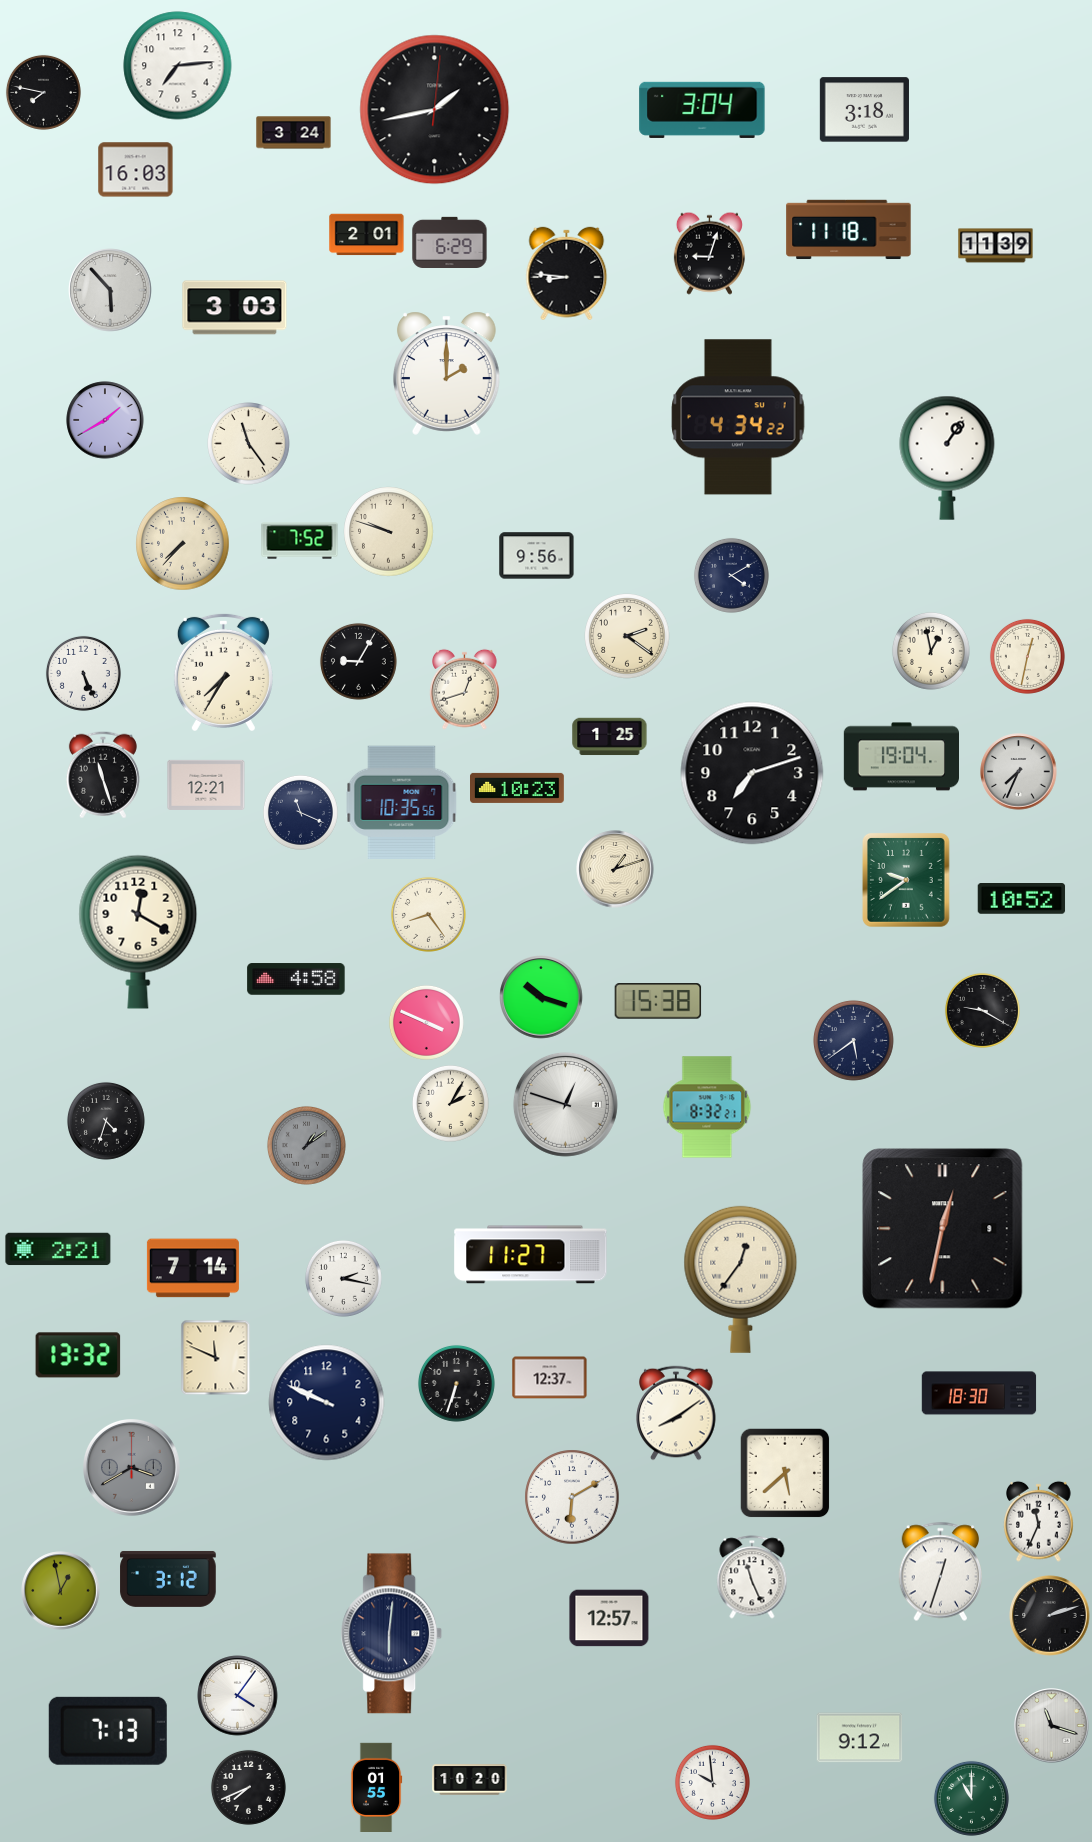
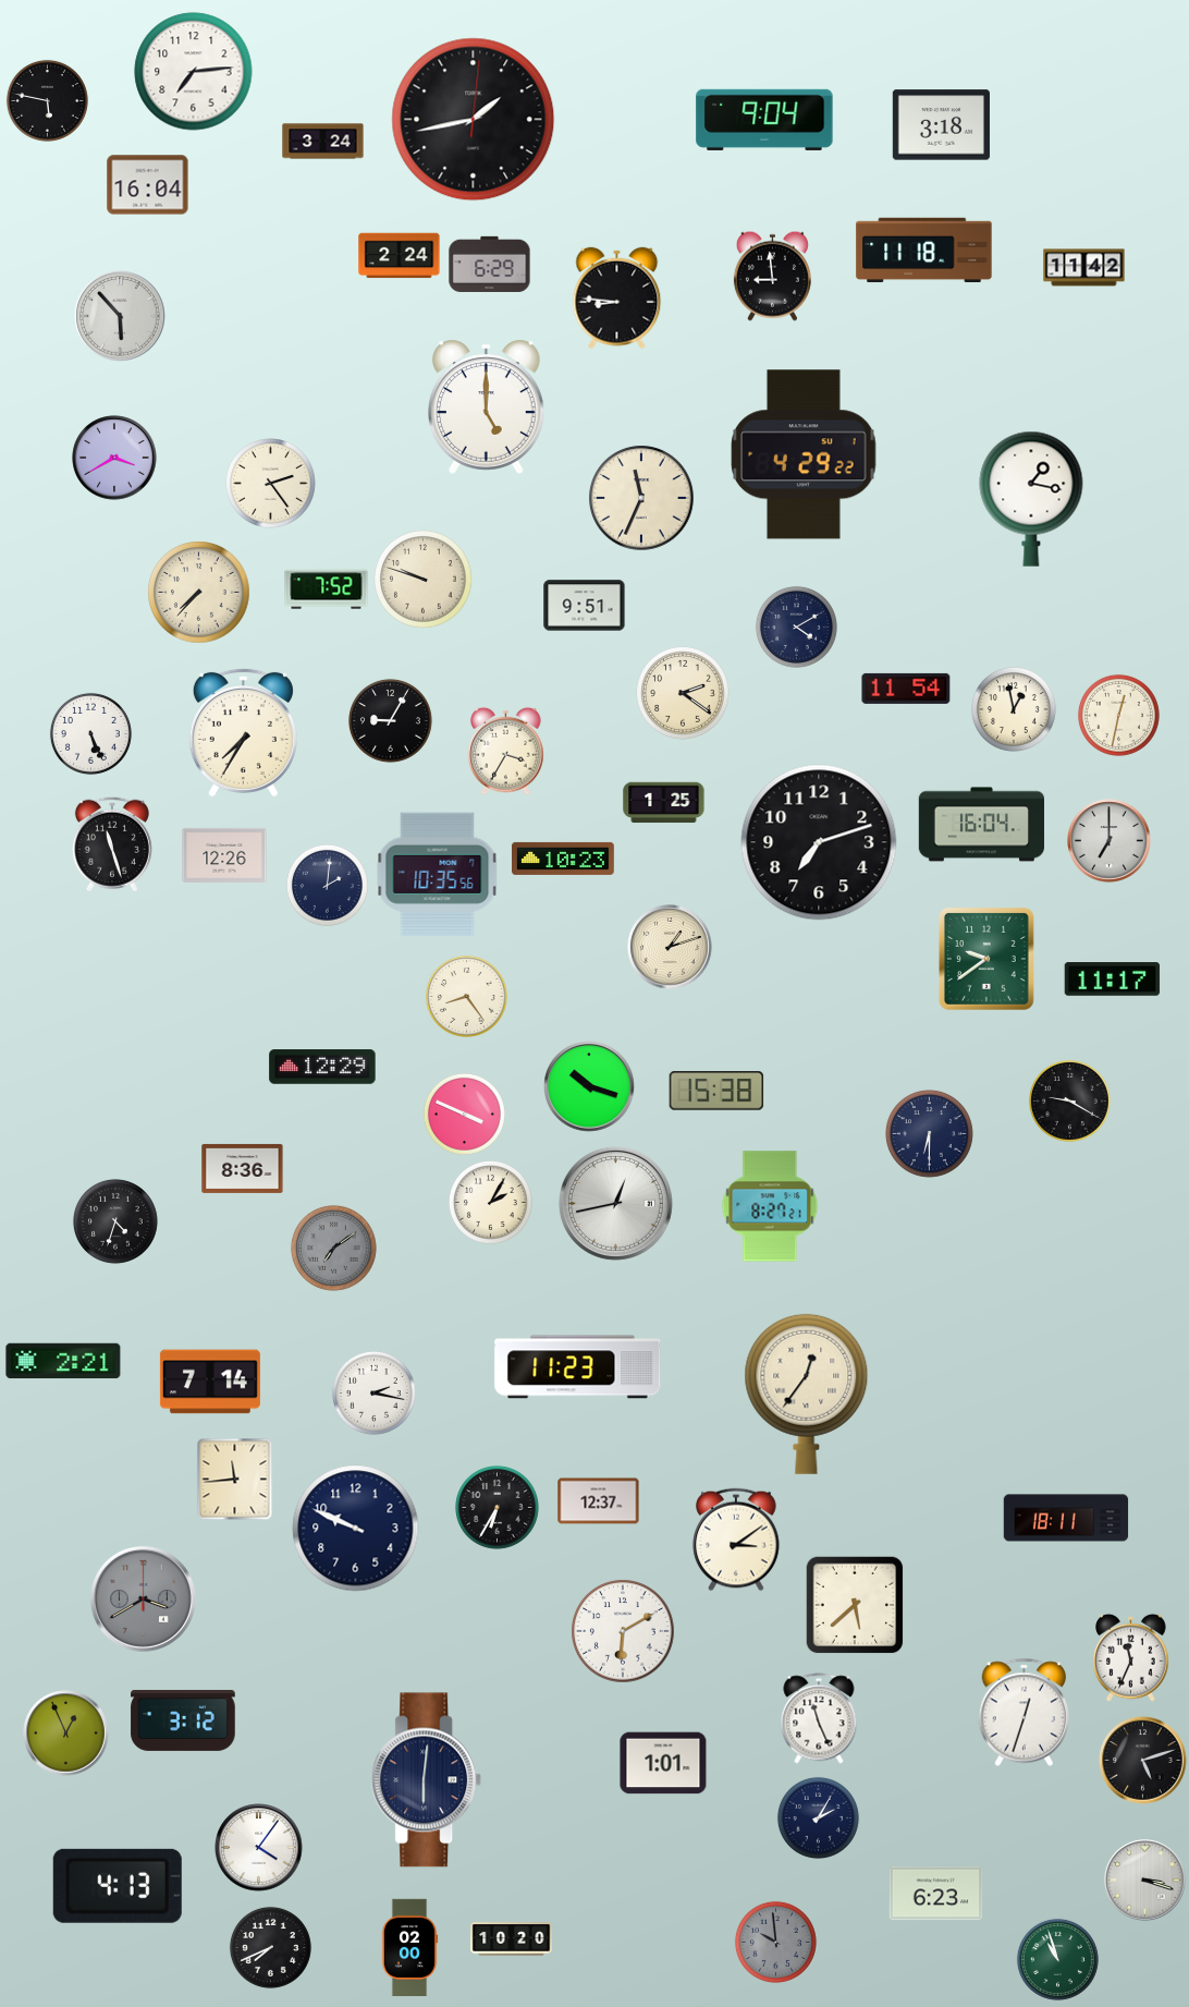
clock at (43, 92): 7:47 -> 5:47
clock at (702, 110): 3:04 -> 9:04
clock at (864, 110) position: (864, 110) -> (941, 125)
clock at (294, 133) position: (294, 133) -> (323, 142)
clock at (136, 170): 16:03 -> 16:04
clock at (367, 235): 2:01 -> 2:24
clock at (996, 246): 11:39 -> 11:42
clock at (709, 253): 9:03 -> 8:59
clock at (235, 308): 3:03 -> none
clock at (447, 373): 2:00 -> 5:00
clock at (738, 417): 4:34 -> 4:29
clock at (105, 420): 1:40 -> 3:40
clock at (249, 444): 11:24 -> 2:24
clock at (641, 498): none -> 11:34
clock at (947, 458): 1:06 -> 1:17
clock at (537, 556): 9:56 -> 9:51
clock at (906, 689): none -> 11:54
clock at (465, 689): 12:42 -> 3:35
clock at (901, 757): 19:04 -> 16:04
clock at (1019, 772): 7:34 -> 7:00
clock at (206, 785): 12:21 -> 12:26
clock at (300, 812): 11:19 -> 2:01
clock at (1022, 899): 10:52 -> 11:17
clock at (138, 932): 12:20 -> none
clock at (296, 979): 4:58 -> 12:29
clock at (853, 1040): 5:39 -> 6:30
clock at (243, 1168): none -> 8:36
clock at (565, 1104): 12:48 -> 12:43
clock at (707, 1107): 8:32 -> 8:27
clock at (306, 1145): 1:09 -> 7:09
clock at (943, 1229): 12:32 -> none
clock at (531, 1255): 11:27 -> 11:23
clock at (78, 1355): 13:32 -> none
clock at (216, 1358): 11:49 -> 11:44
clock at (456, 1383): 6:33 -> 6:35
clock at (979, 1393): 18:30 -> 18:11
clock at (676, 1413): 8:09 -> 3:09
clock at (61, 1591): 12:58 -> 12:56
clock at (1050, 1616): 2:12 -> 5:12
clock at (609, 1618): 12:57 -> 1:01
clock at (818, 1817): none -> 2:05
clock at (1052, 1726): 11:18 -> 3:18
clock at (108, 1731): 7:13 -> 4:13
clock at (860, 1738): 9:12 -> 6:23
clock at (712, 1782) dial: white -> grey
clock at (376, 1787): 01:55 -> 02:00
clock at (971, 1798): 11:00 -> 10:57
